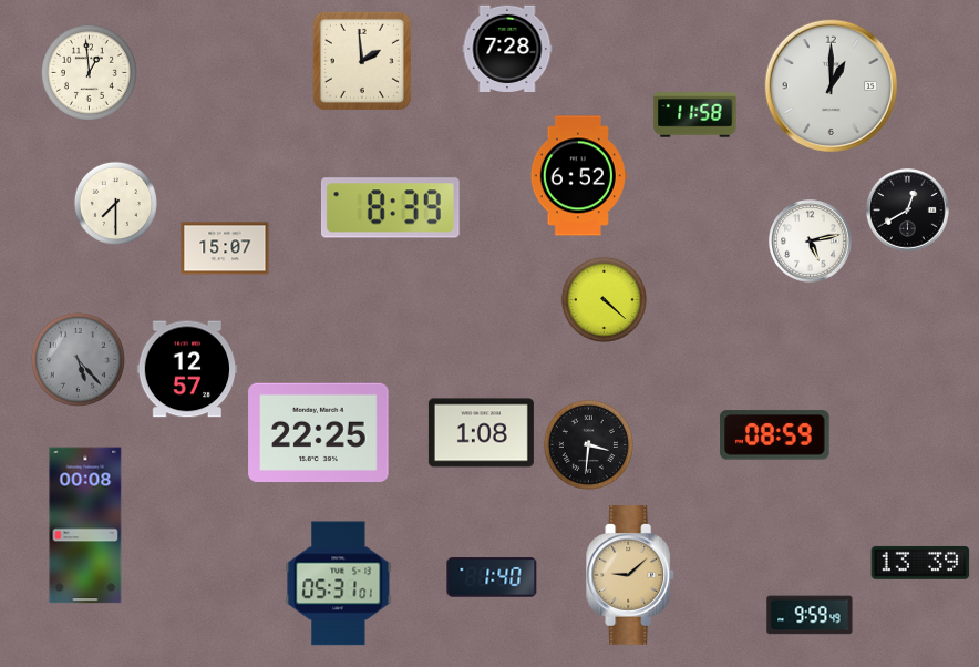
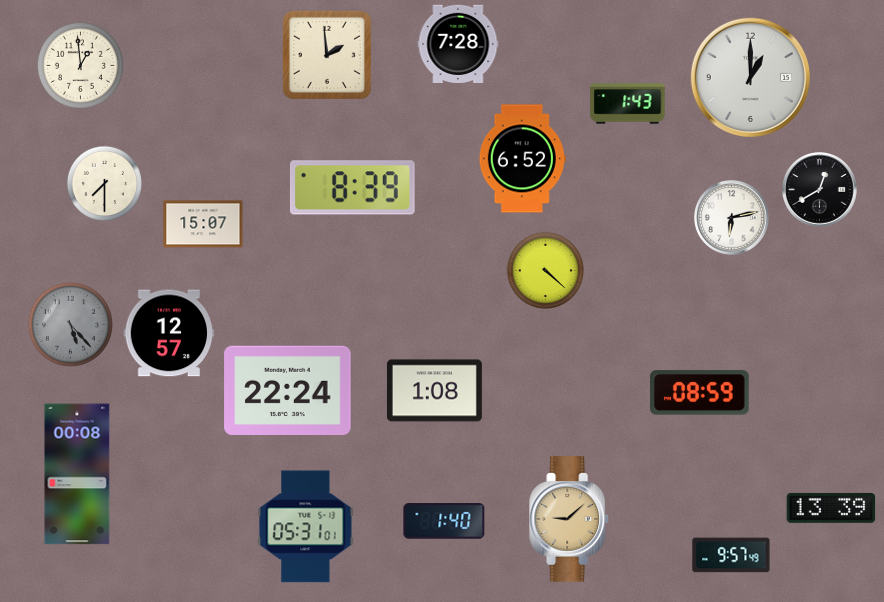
clock at (695, 115): 11:58 -> 1:43
clock at (811, 242): 5:13 -> 6:13
clock at (319, 432): 22:25 -> 22:24
clock at (588, 444): 3:31 -> none
clock at (810, 615): 9:59 -> 9:57
